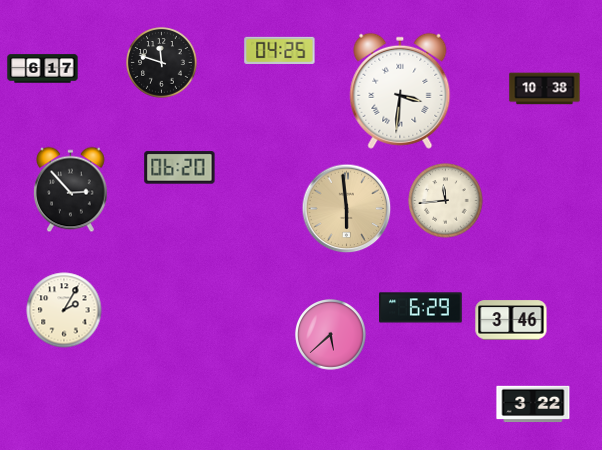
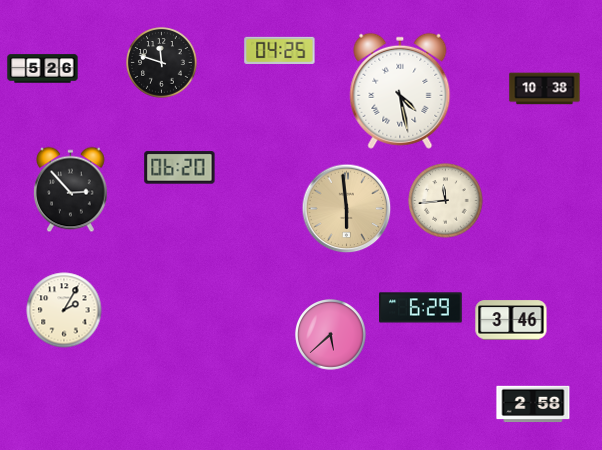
clock at (43, 69): 6:17 -> 5:26
clock at (400, 91): 3:31 -> 4:28
clock at (533, 404): 3:22 -> 2:58
